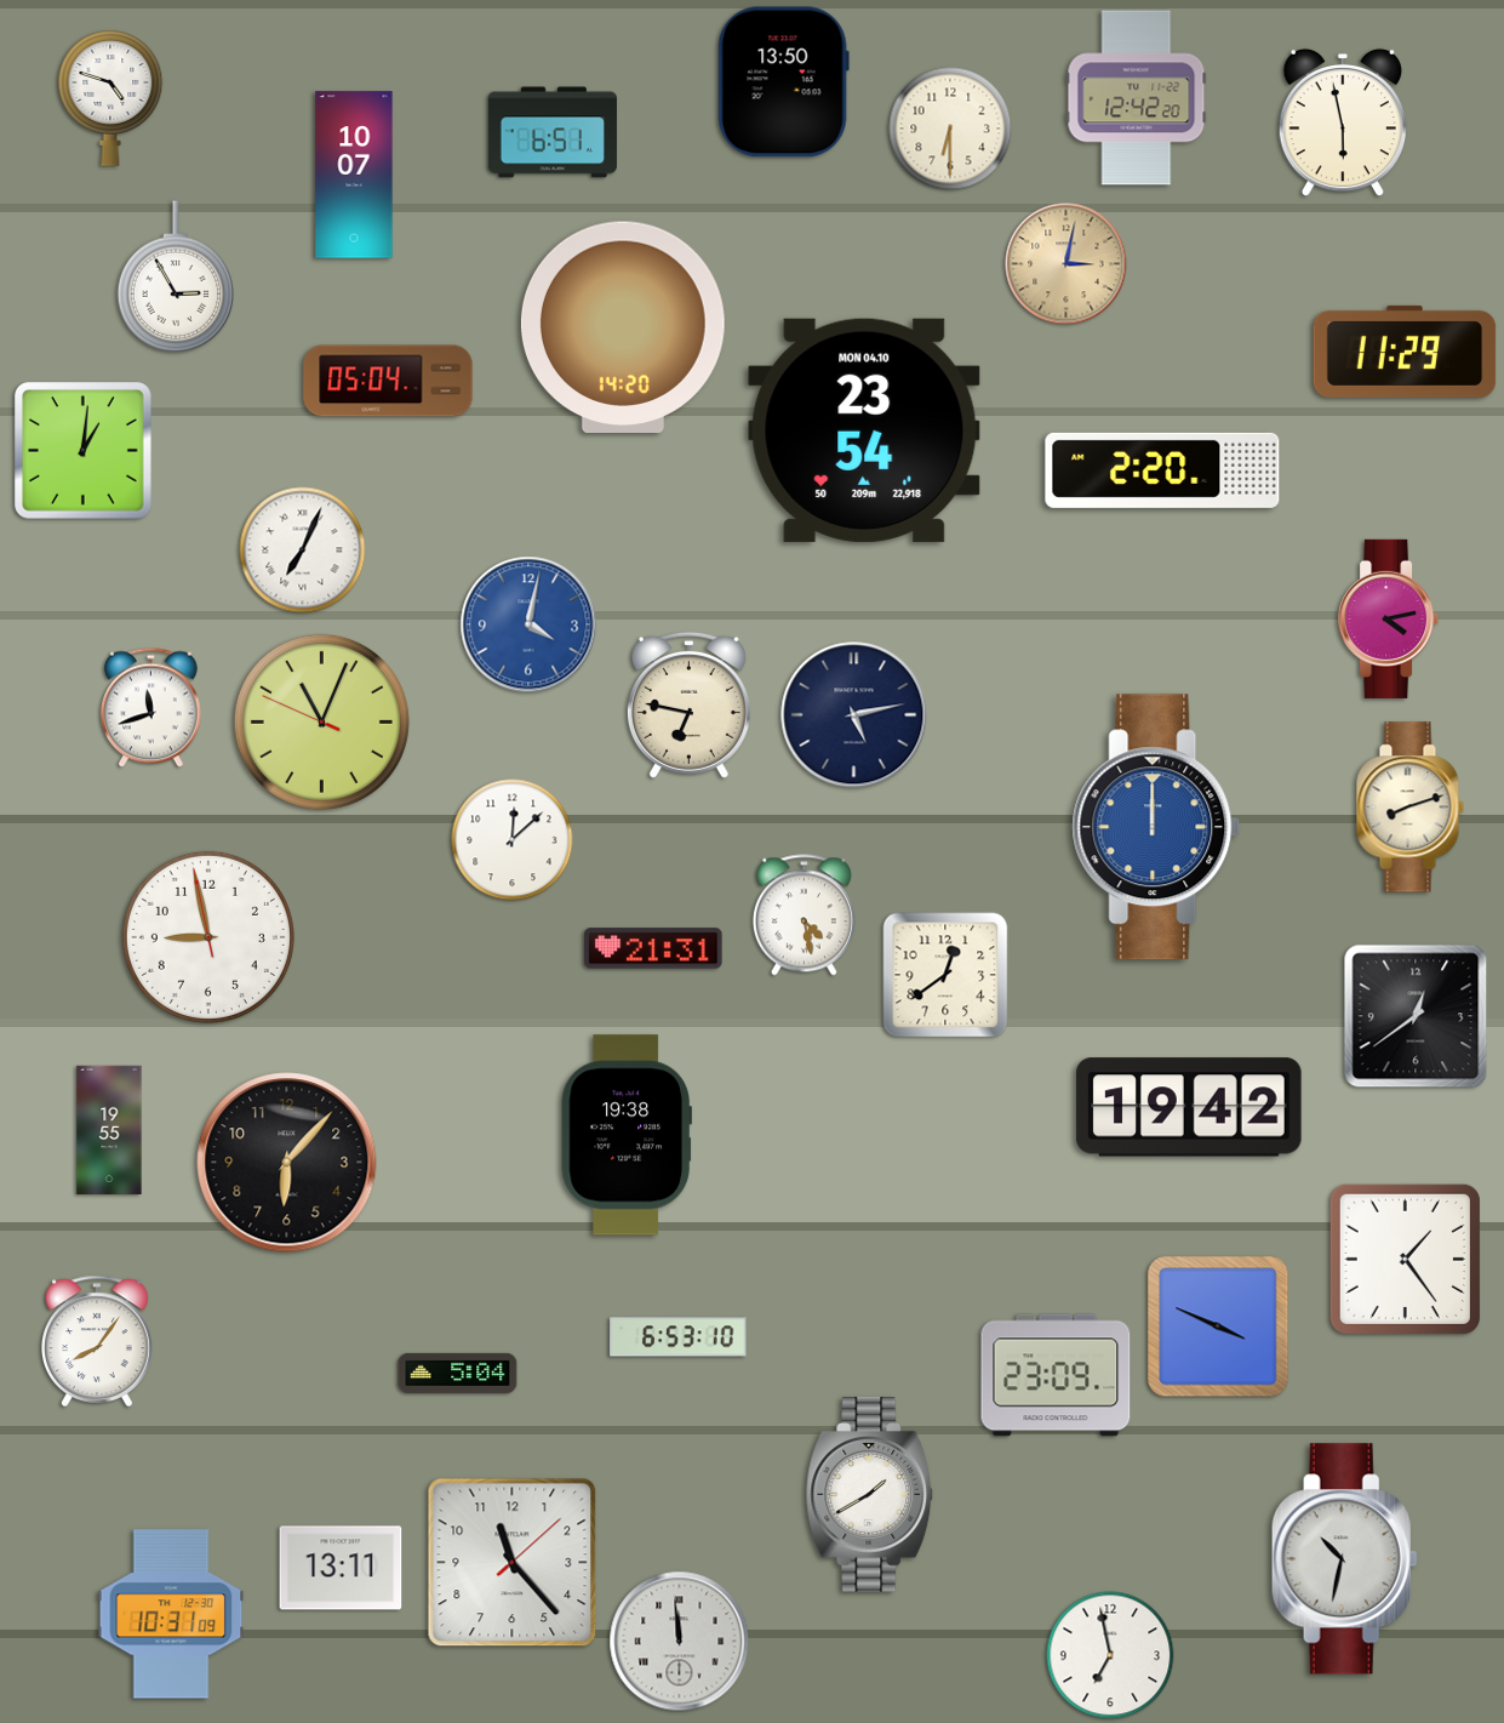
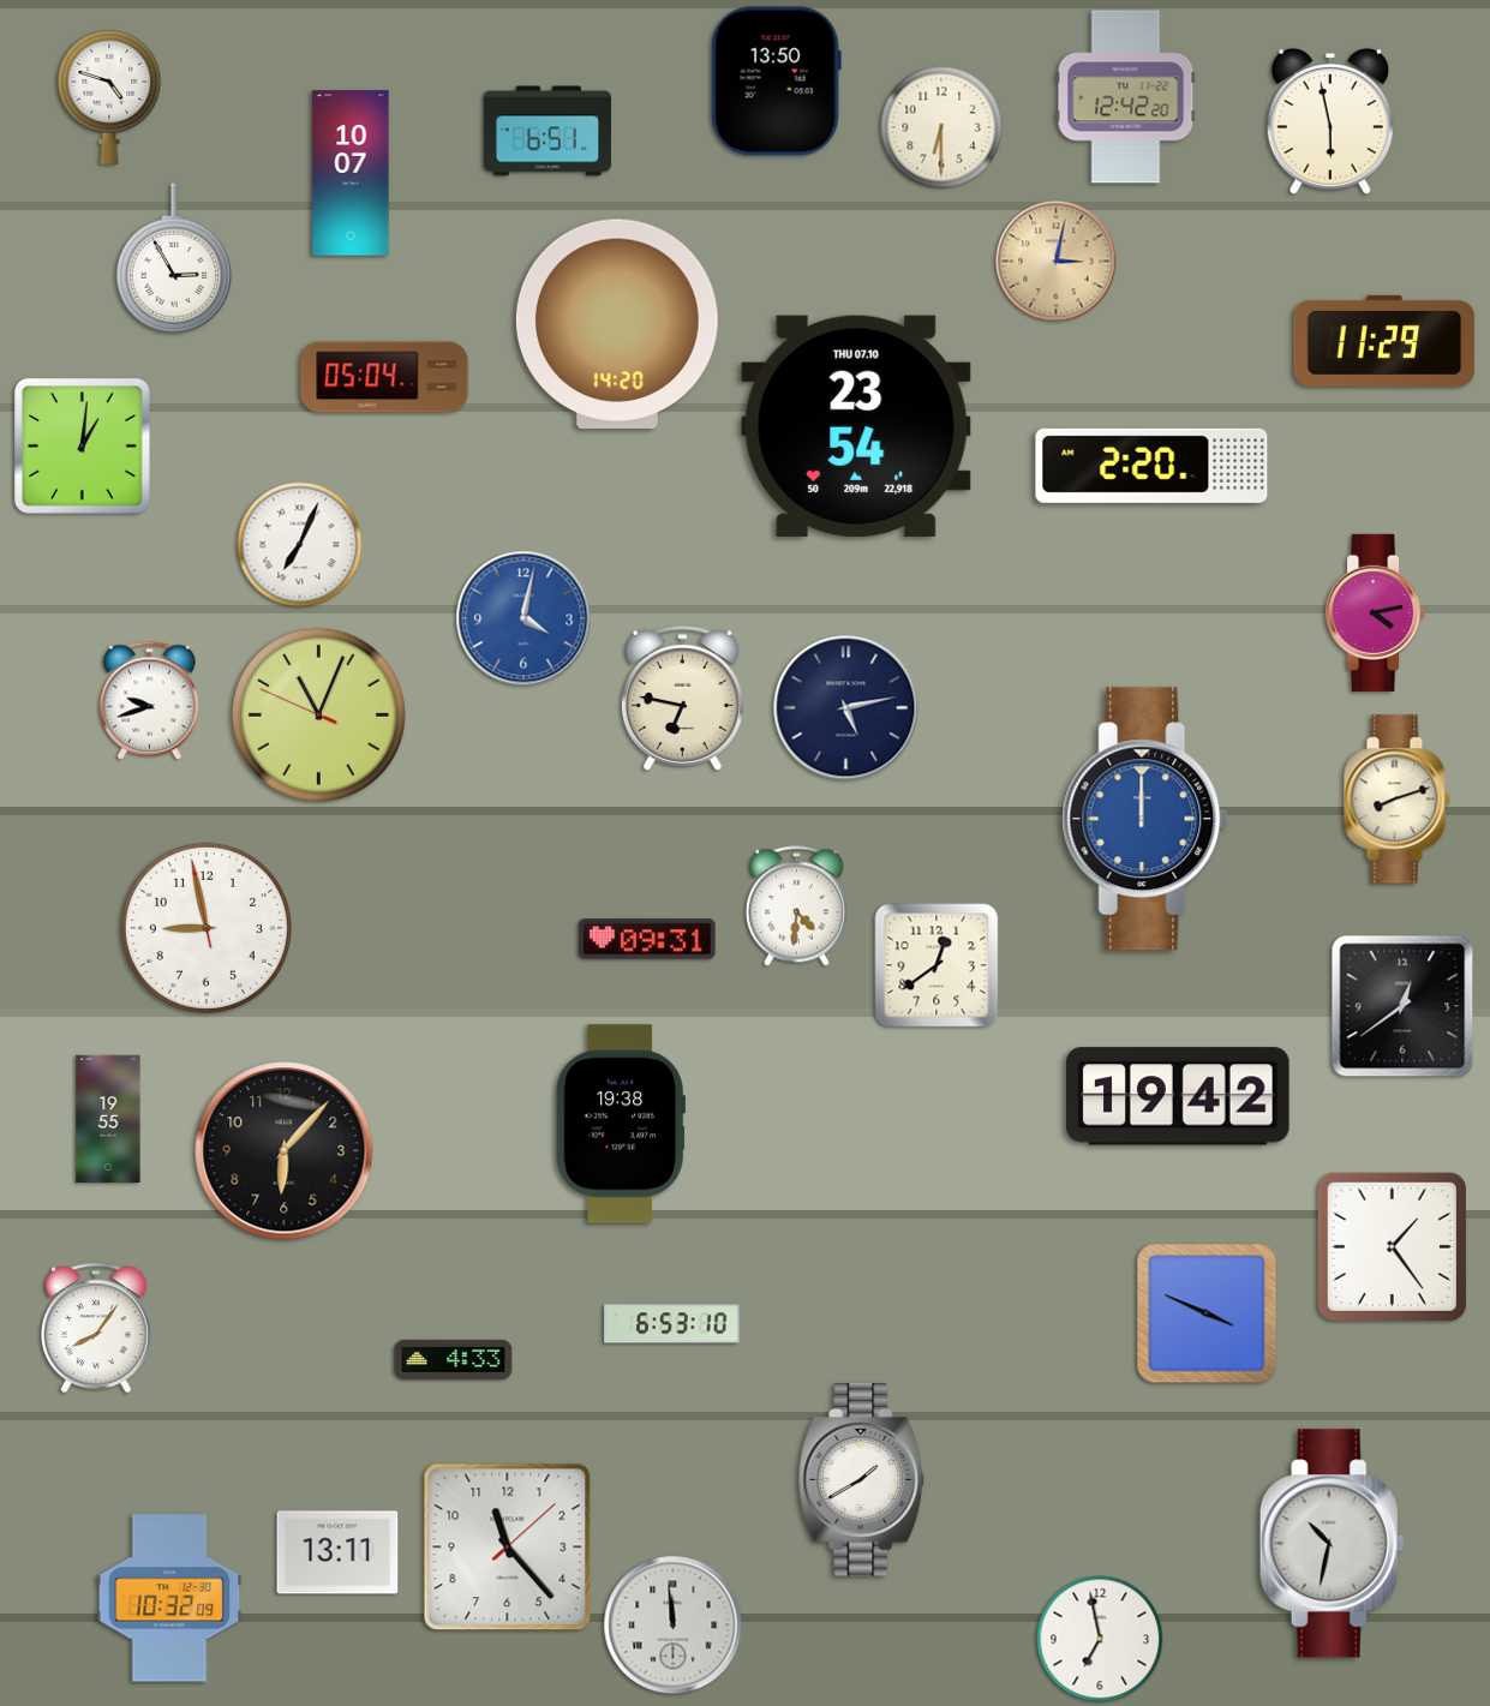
clock at (176, 276) position: (176, 276) -> (174, 258)
clock at (1405, 352) position: (1405, 352) -> (1384, 341)
clock at (864, 430) date: MON 04.10 -> THU 07.10
clock at (151, 708): 11:42 -> 9:42
clock at (513, 840): 12:08 -> none
clock at (804, 915): 4:28 -> 4:31
clock at (653, 948): 21:31 -> 09:31
clock at (458, 1373): 5:04 -> 4:33
clock at (1056, 1375): 23:09 -> none
clock at (171, 1614): 10:31 -> 10:32
